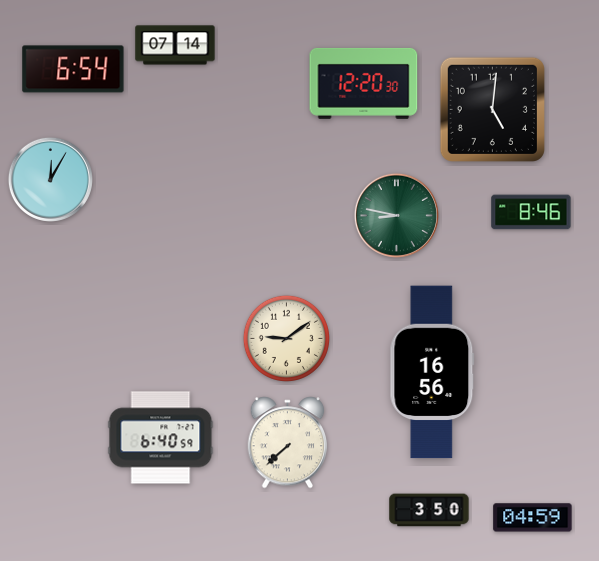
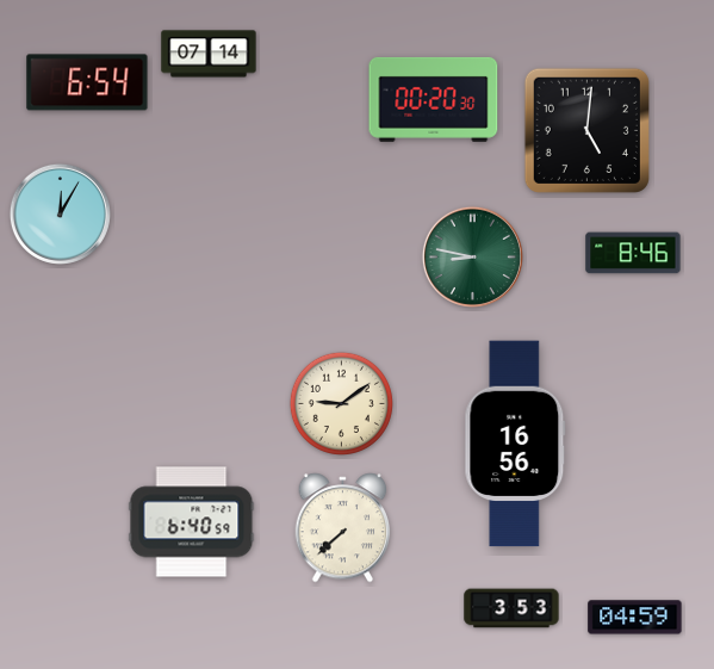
clock at (364, 83): 12:20 -> 00:20
clock at (429, 510): 3:50 -> 3:53
